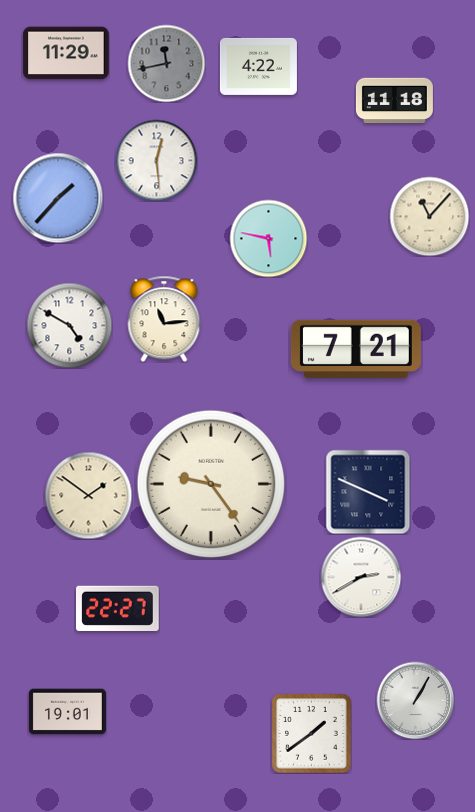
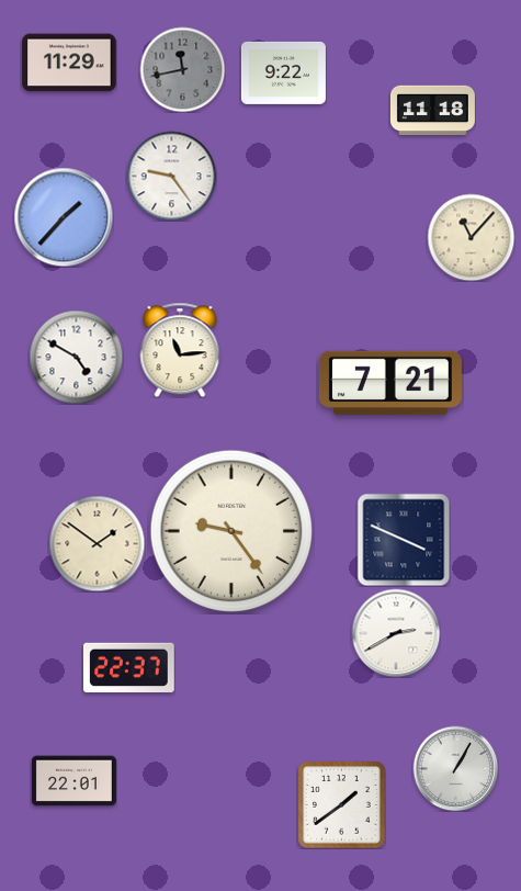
clock at (66, 53) position: (66, 53) -> (69, 63)
clock at (258, 66): 4:22 -> 9:22
clock at (156, 160): 12:29 -> 9:24
clock at (268, 238): 5:47 -> none
clock at (118, 608): 22:27 -> 22:37
clock at (67, 712): 19:01 -> 22:01
